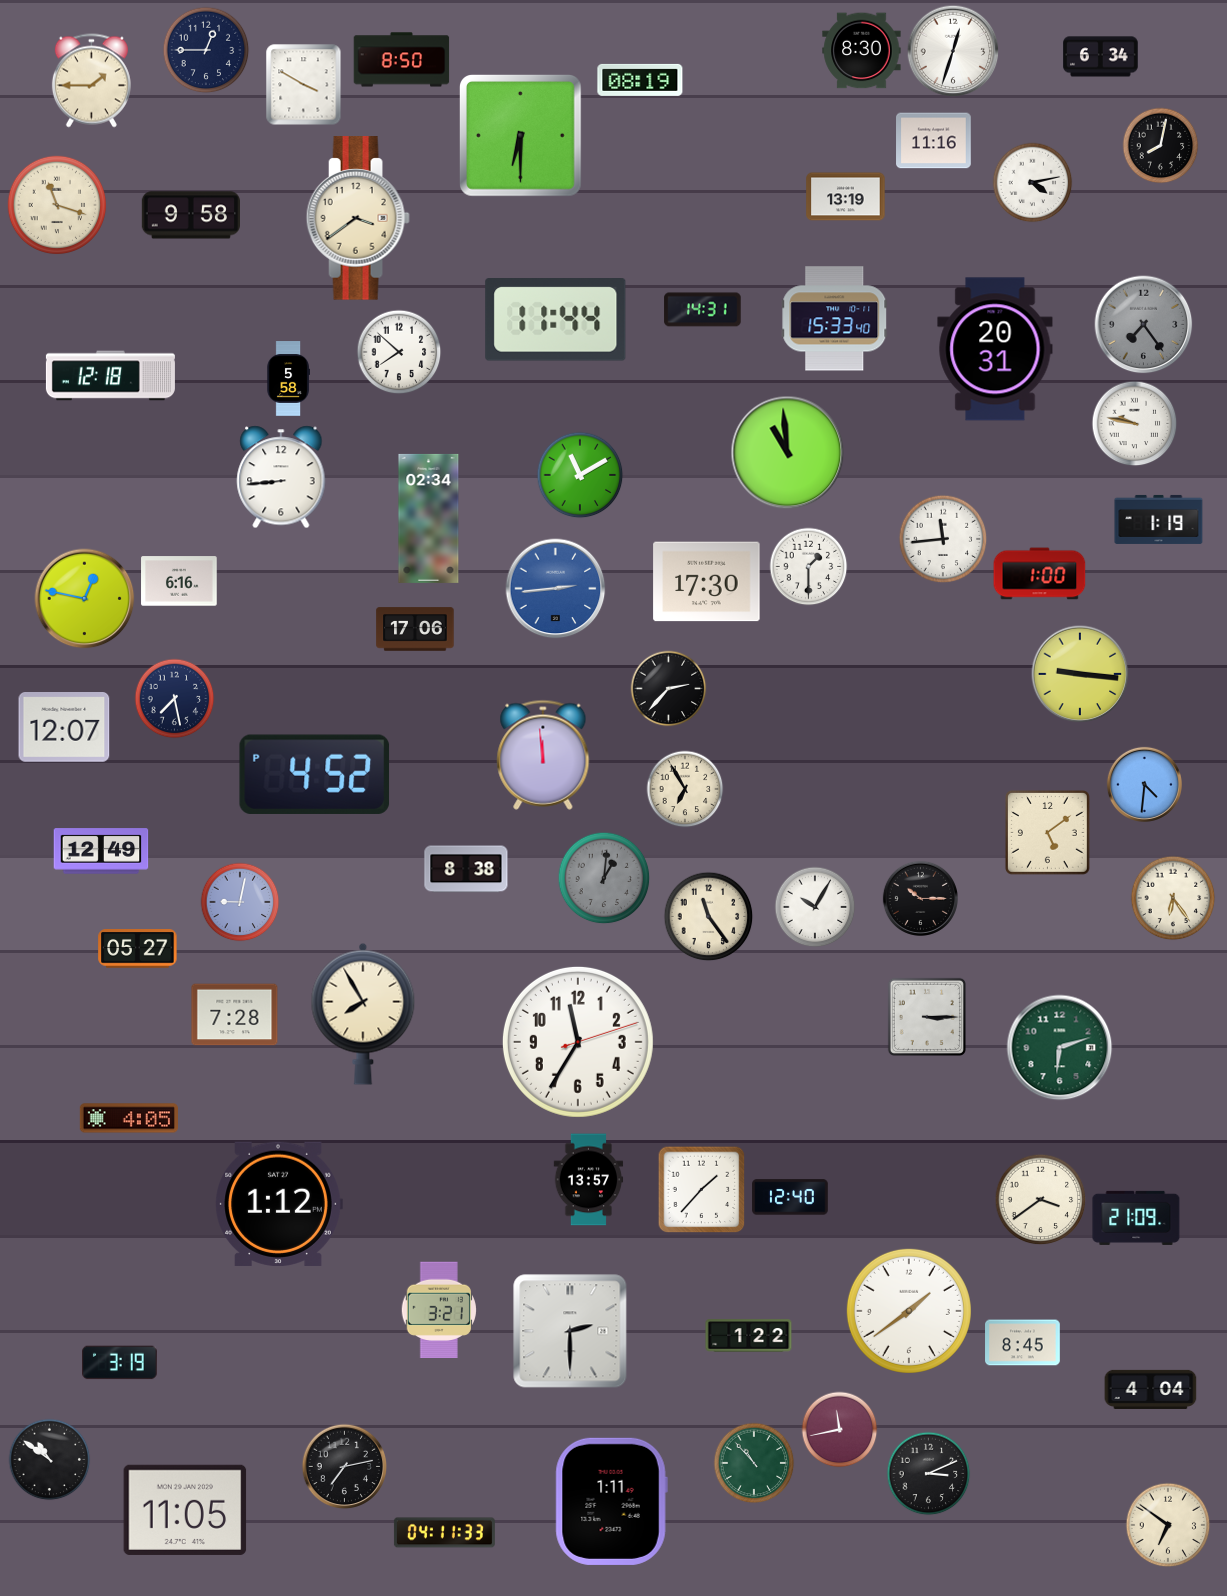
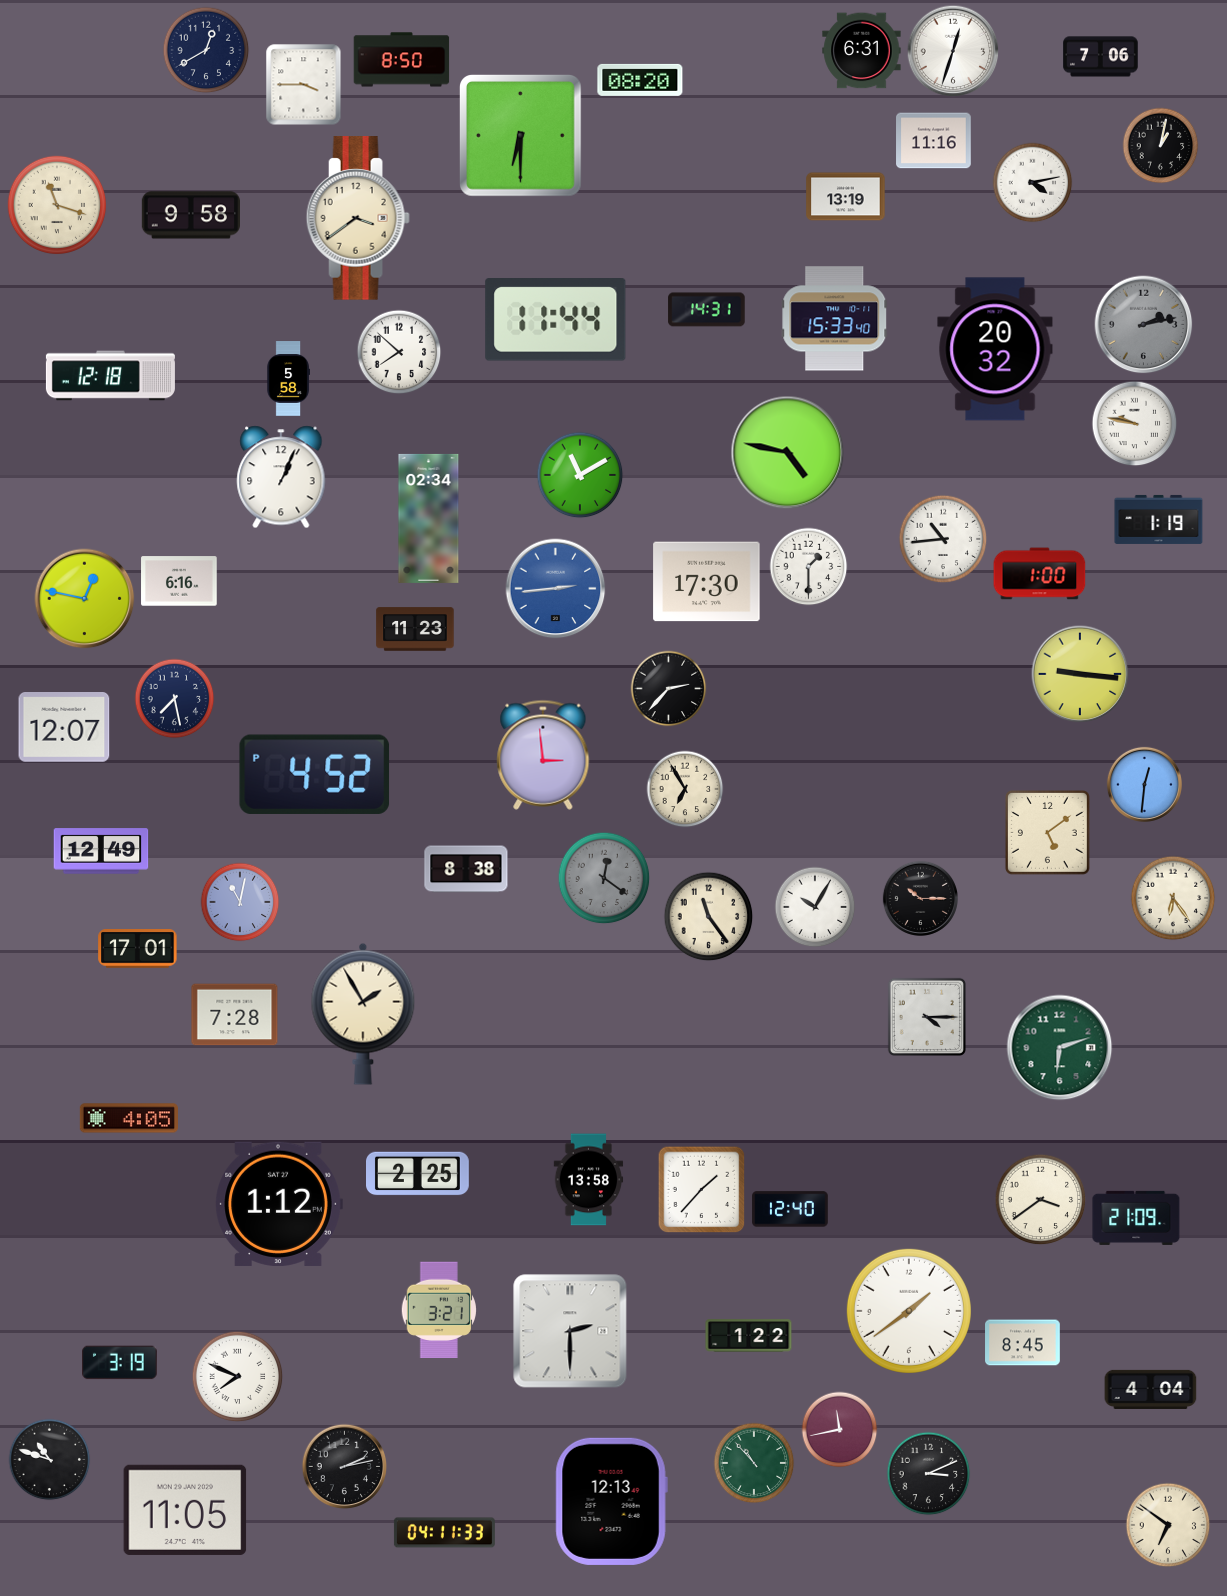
clock at (206, 50): 12:45 -> 12:40
clock at (862, 51): 8:30 -> 6:31
clock at (1101, 57): 6:34 -> 7:06
clock at (640, 80): 08:19 -> 08:20
clock at (91, 81): 1:45 -> none
clock at (304, 85): 3:50 -> 3:45
clock at (1161, 146): 8:02 -> 1:02
clock at (703, 310) position: (703, 310) -> (707, 310)
clock at (1144, 325): 7:24 -> 2:13
clock at (995, 349): 20:31 -> 20:32
clock at (788, 453): 10:59 -> 4:47
clock at (281, 477): 8:44 -> 1:04
clock at (943, 539): 11:44 -> 10:44
clock at (415, 629): 17:06 -> 11:23
clock at (543, 755): 11:59 -> 2:59
clock at (1144, 784): 4:31 -> 12:31
clock at (604, 878): 1:01 -> 12:21
clock at (240, 902): 9:02 -> 11:02
clock at (138, 949): 05:27 -> 17:01
clock at (363, 1014): 7:55 -> 1:55
clock at (927, 1017): 3:15 -> 4:15
clock at (578, 1042): 11:35 -> none
clock at (418, 1174): none -> 2:25
clock at (589, 1180): 13:57 -> 13:58
clock at (790, 1197) position: (790, 1197) -> (790, 1209)
clock at (238, 1377): none -> 7:49
clock at (50, 1460): 10:51 -> 10:48
clock at (345, 1467): 7:13 -> 2:13
clock at (611, 1501): 1:11 -> 12:13
